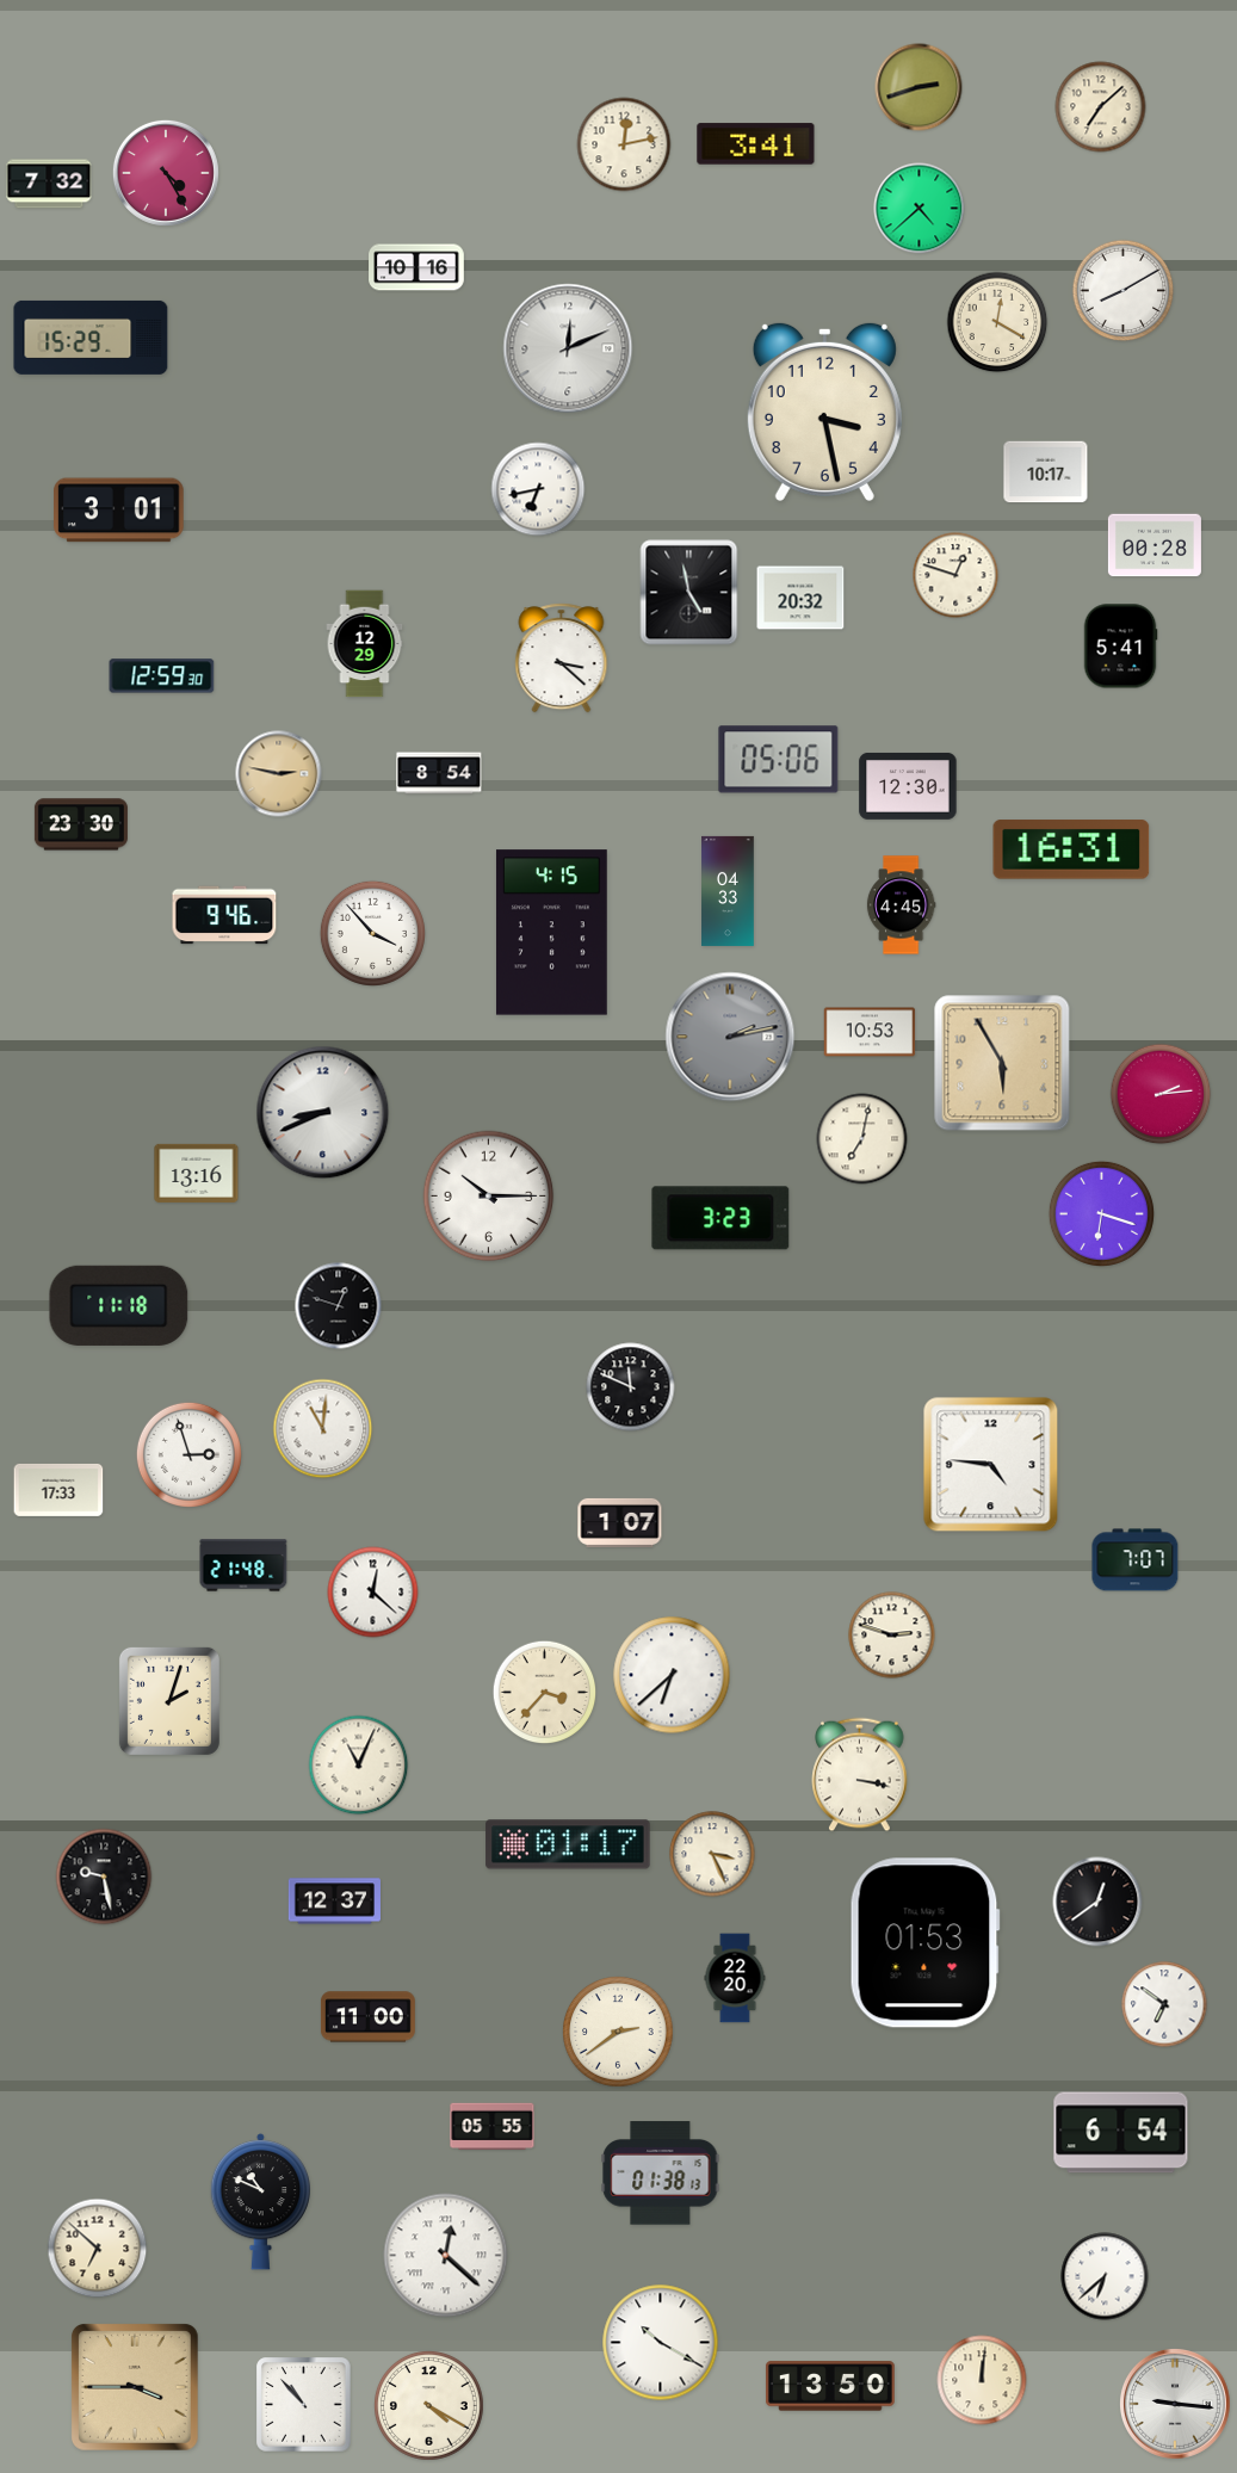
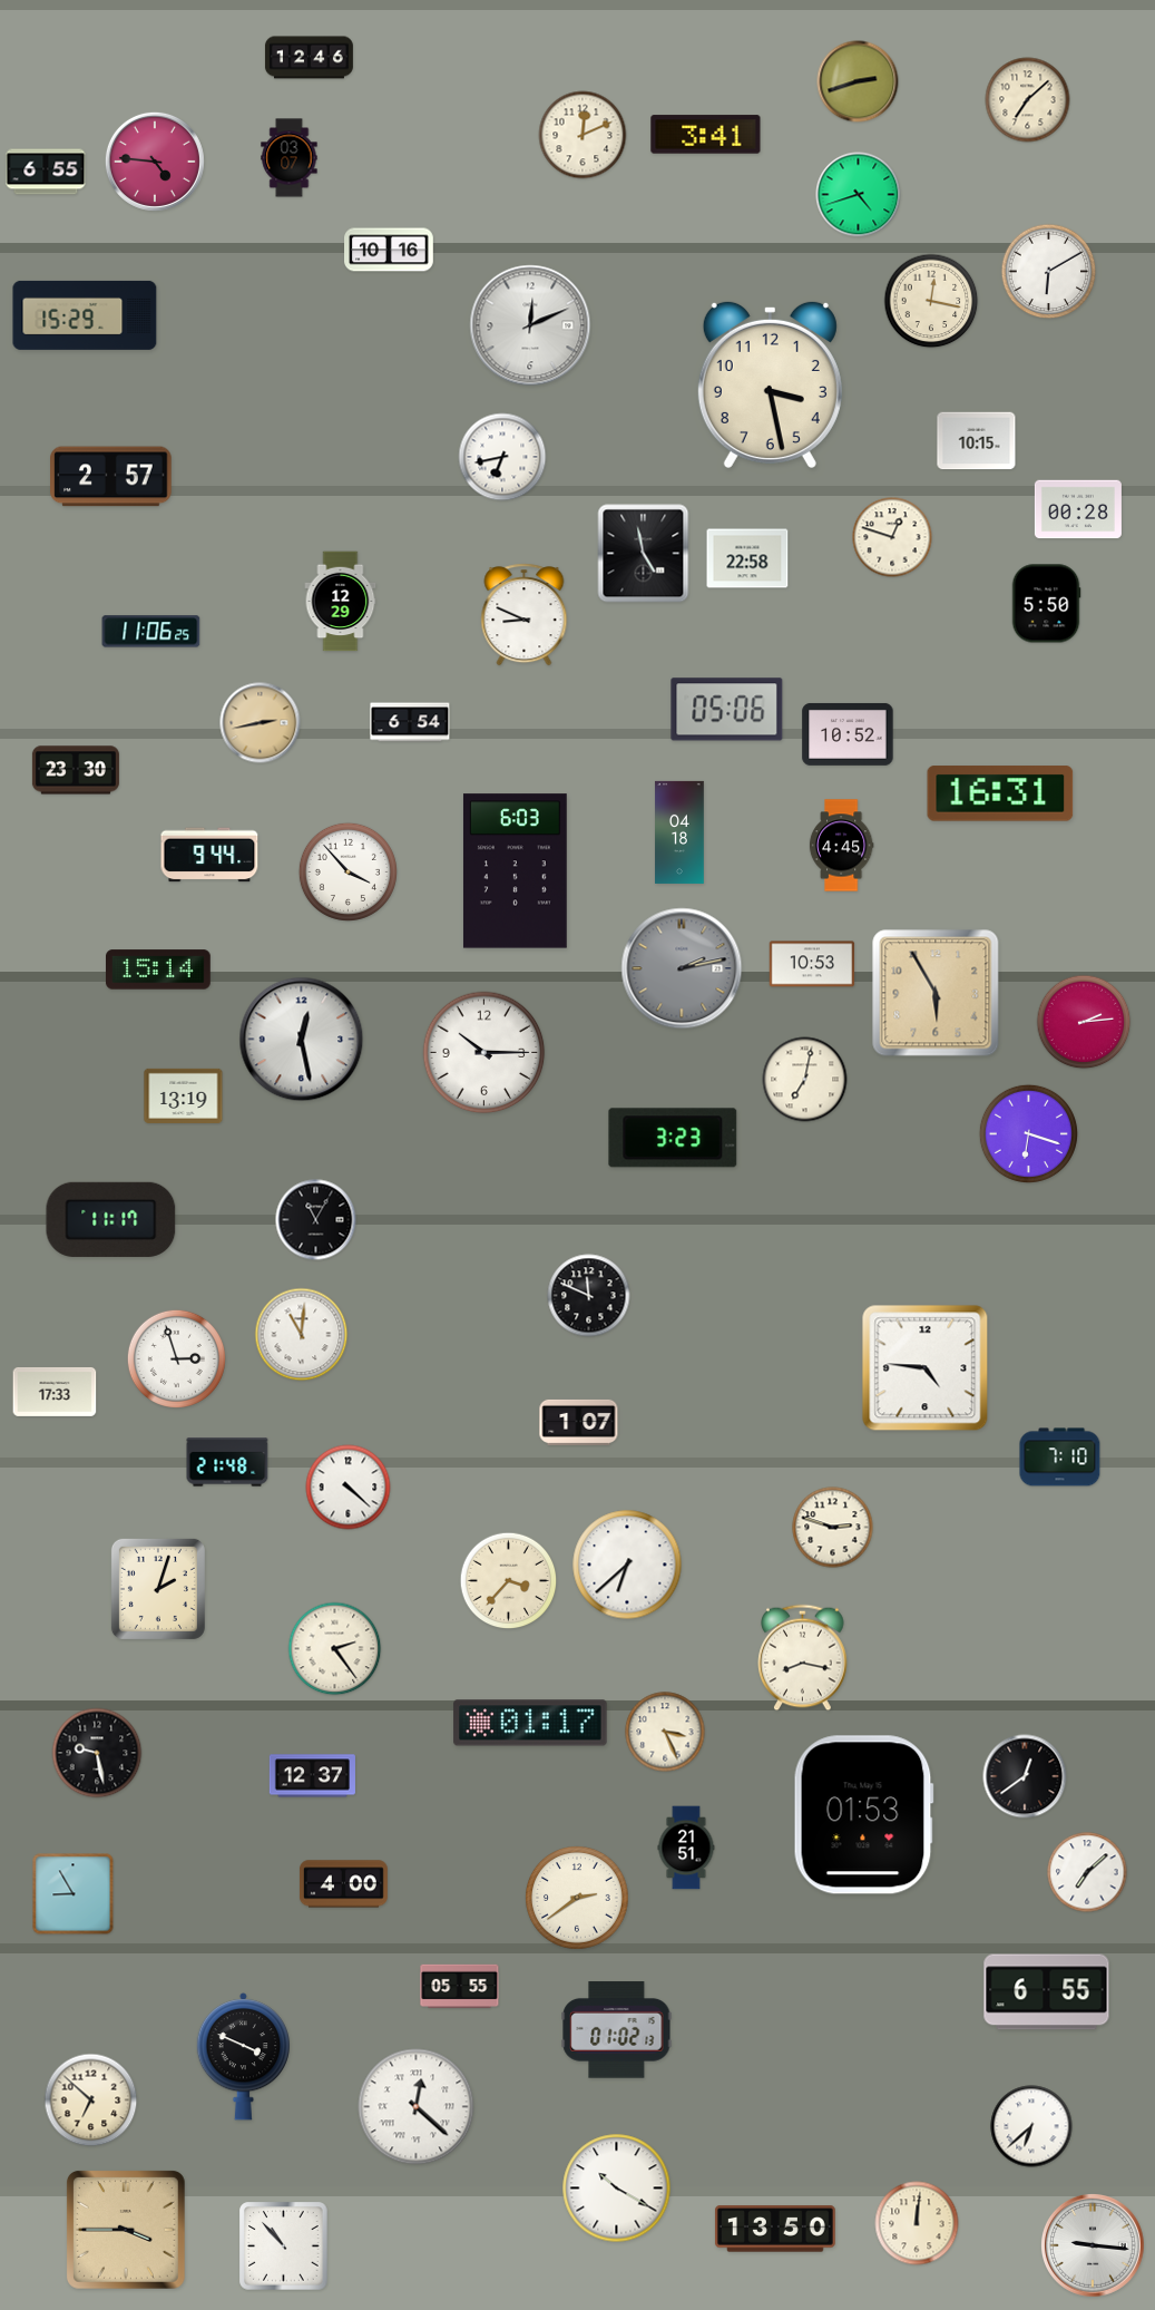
clock at (309, 58): none -> 12:46
clock at (624, 144): 12:13 -> 12:11
clock at (290, 158): none -> 03:07
clock at (166, 173): 4:25 -> 4:46
clock at (49, 184): 7:32 -> 6:55
clock at (920, 209): 4:38 -> 4:42
clock at (1124, 291): 8:10 -> 6:10
clock at (997, 322): 12:20 -> 12:17
clock at (1046, 472): 10:17 -> 10:15
clock at (119, 511): 3:01 -> 2:57
clock at (800, 598): 20:32 -> 22:58
clock at (1120, 647): 5:41 -> 5:50
clock at (562, 659): 3:22 -> 8:49
clock at (162, 676): 12:59 -> 11:06
clock at (439, 773): 8:54 -> 6:54
clock at (279, 774): 2:47 -> 2:43
clock at (908, 786): 12:30 -> 10:52
clock at (728, 891): 04:33 -> 04:18
clock at (224, 915): 9:46 -> 9:44
clock at (551, 933): 4:15 -> 6:03
clock at (159, 969): none -> 15:14
clock at (323, 1113): 8:41 -> 12:28
clock at (862, 1139) position: (862, 1139) -> (805, 1080)
clock at (197, 1173): 13:16 -> 13:19
clock at (489, 1197) position: (489, 1197) -> (484, 1053)
clock at (119, 1305): 11:18 -> 11:17
clock at (339, 1306): 12:48 -> 11:05
clock at (1136, 1560): 7:07 -> 7:10
clock at (373, 1593): 12:22 -> 4:22
clock at (359, 1766): 11:04 -> 2:24
clock at (860, 1775): 3:17 -> 8:17
clock at (735, 1978): 22:20 -> 21:51
clock at (1164, 2004): 6:51 -> 7:08
clock at (367, 2017): 11:00 -> 4:00
clock at (74, 1894): none -> 8:55
clock at (1121, 2133): 6:54 -> 6:55
clock at (661, 2174): 01:38 -> 01:02
clock at (260, 2202): 10:49 -> 3:49
clock at (1175, 2404) position: (1175, 2404) -> (1093, 2245)
clock at (429, 2406): 4:20 -> none
